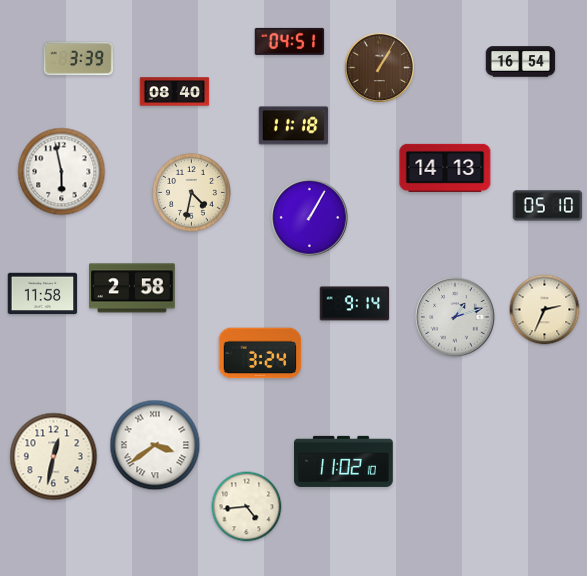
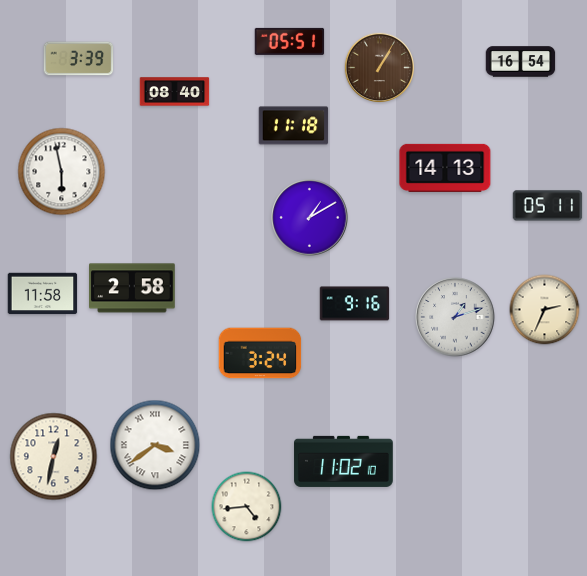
clock at (290, 41): 04:51 -> 05:51
clock at (192, 193): 4:32 -> none
clock at (548, 206): 05:10 -> 05:11
clock at (310, 218): 1:05 -> 1:10
clock at (355, 304): 9:14 -> 9:16
